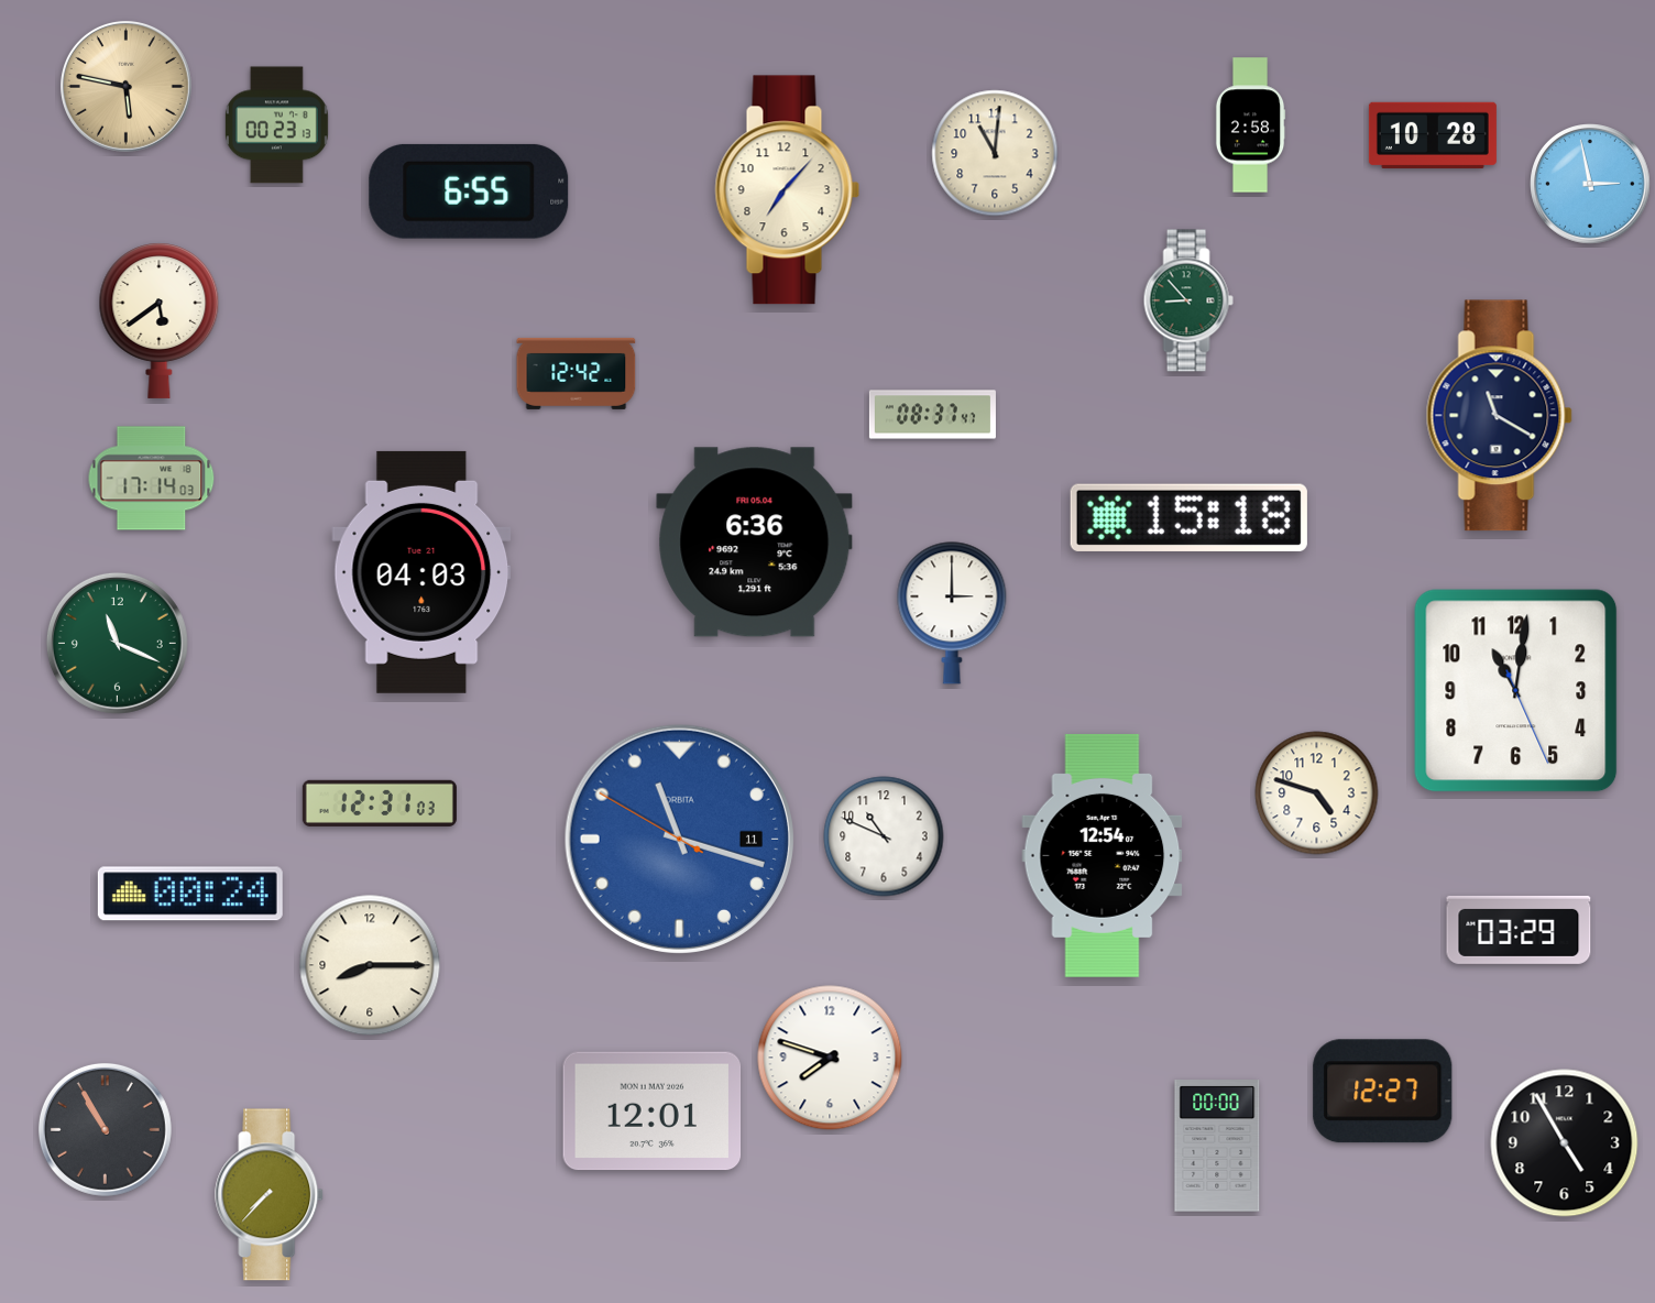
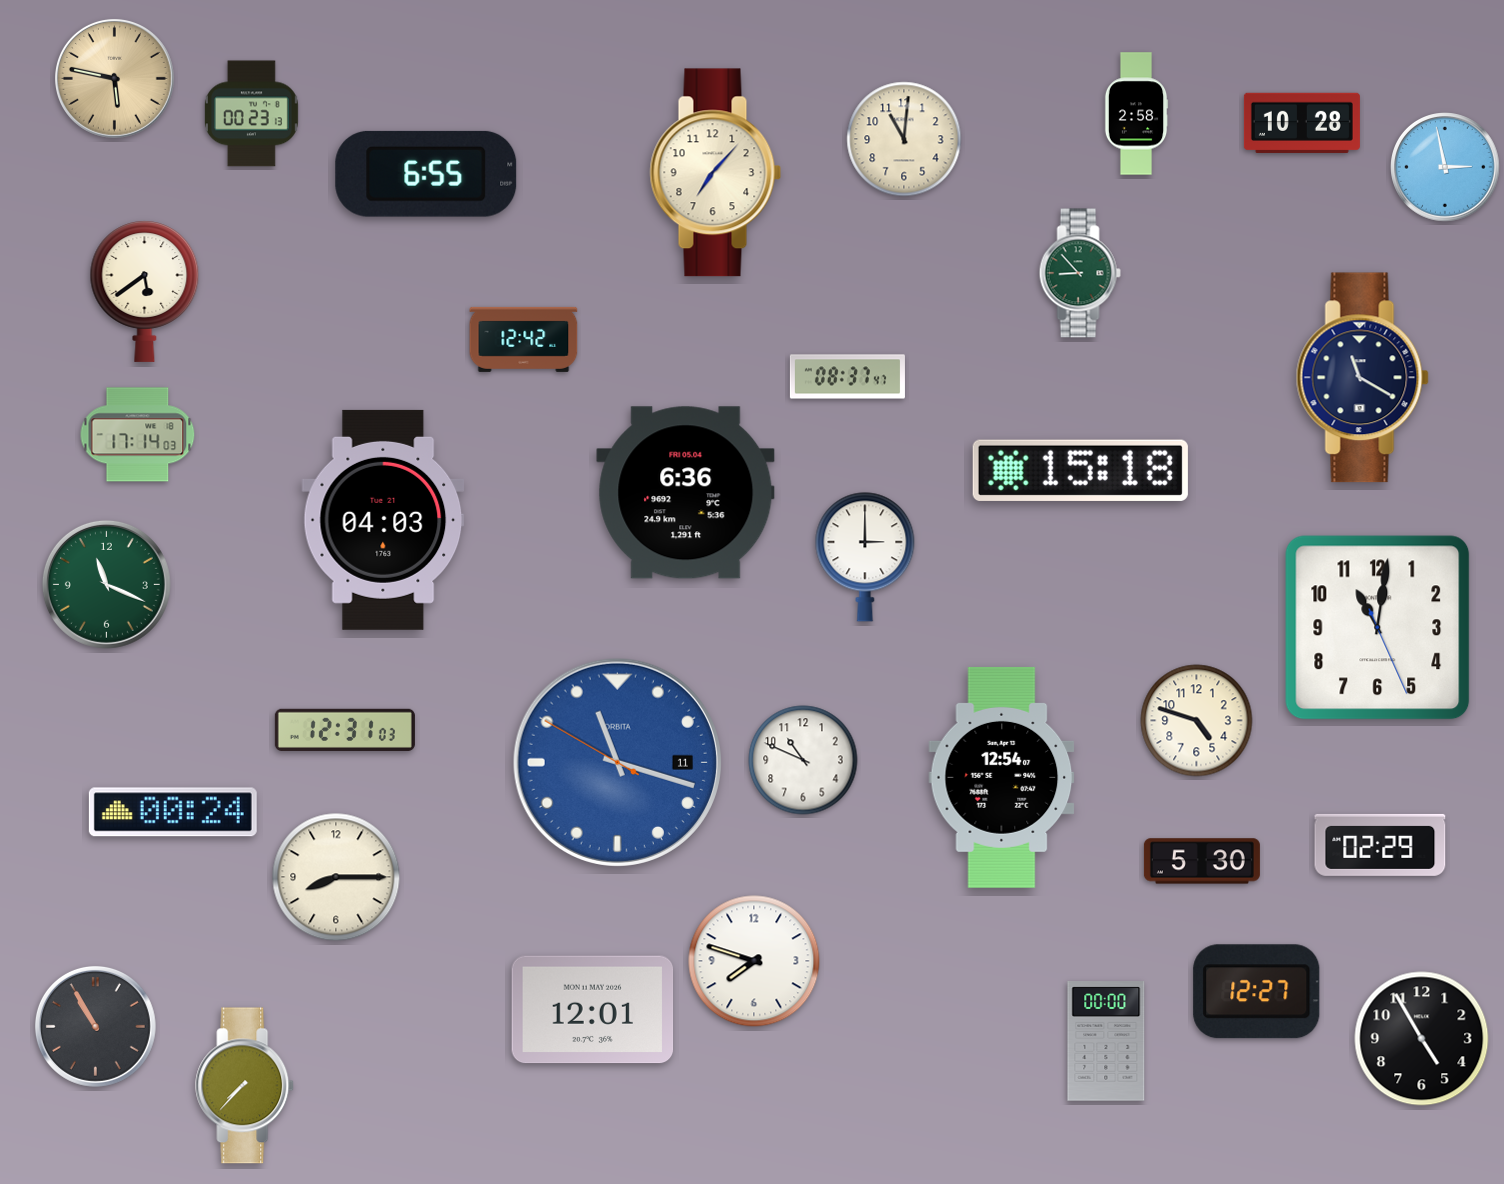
clock at (1519, 930): 03:29 -> 02:29
clock at (1202, 861): none -> 5:30
